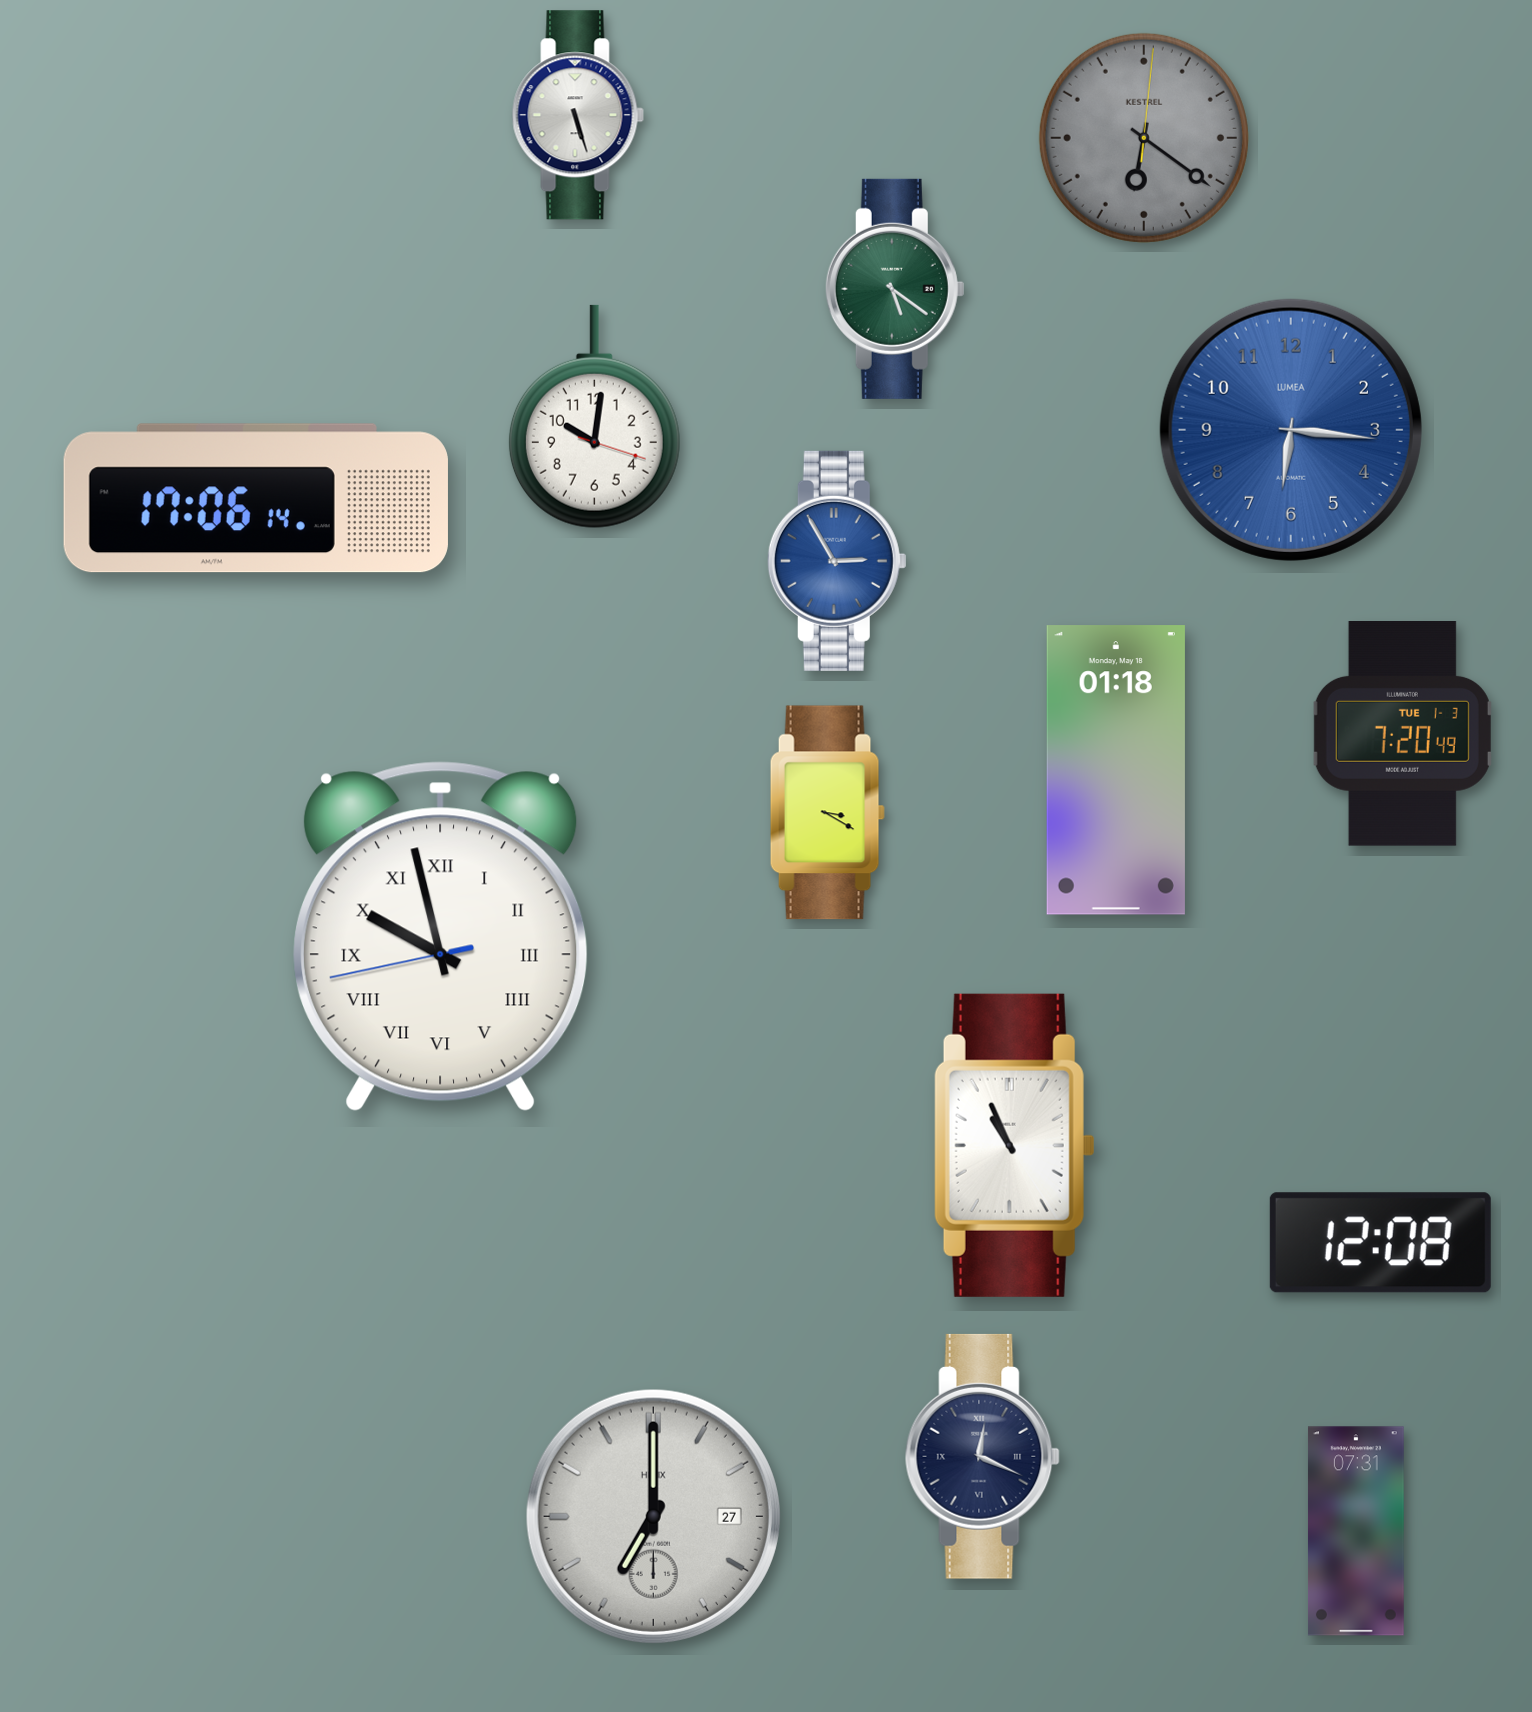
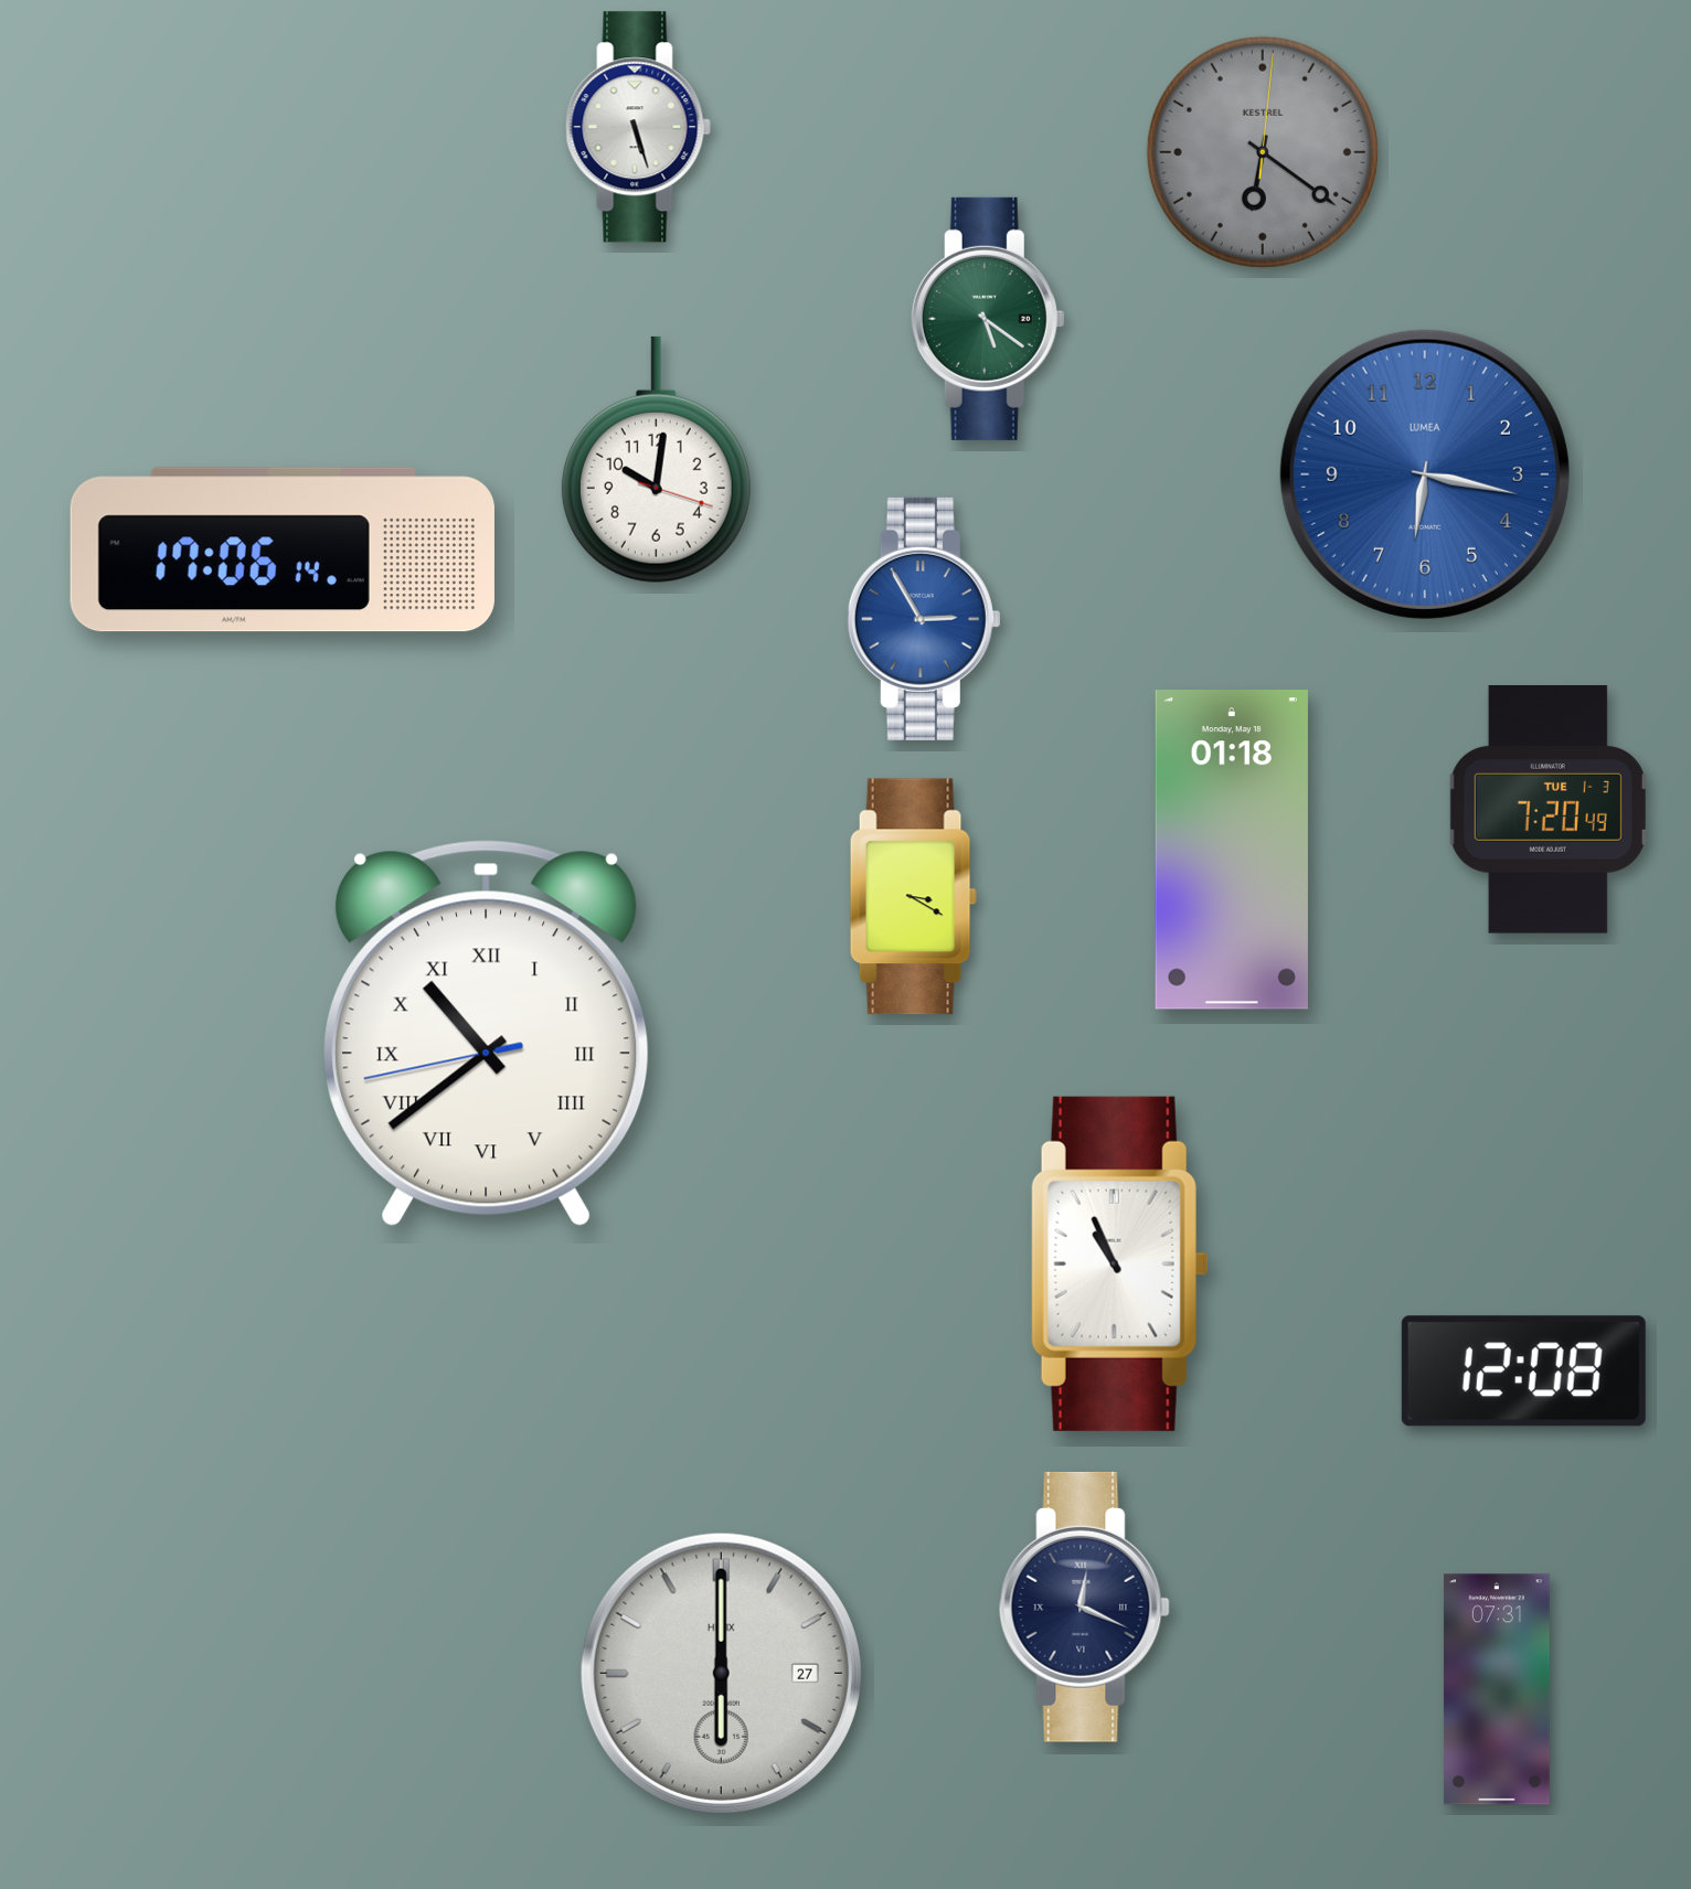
clock at (1291, 430): 6:16 -> 6:17
clock at (441, 936): 9:57 -> 10:38
clock at (653, 1516): 7:00 -> 6:00
